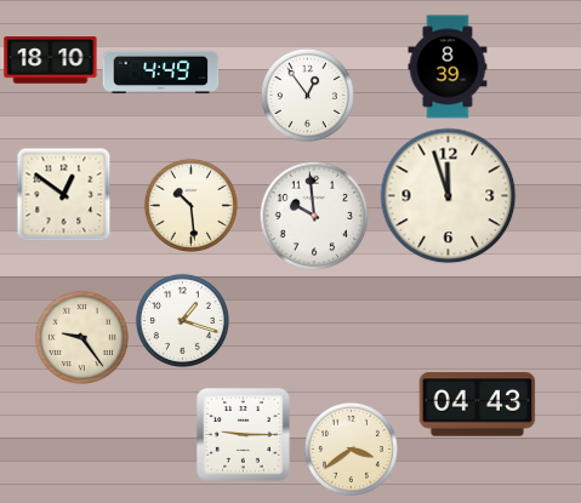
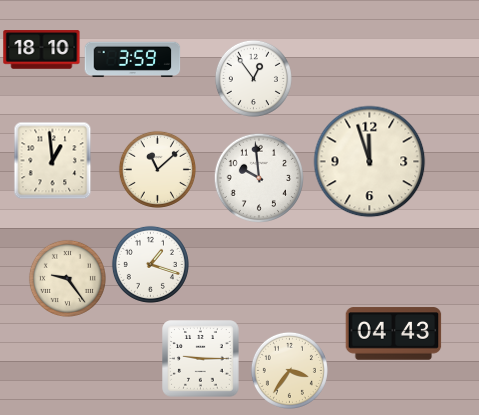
clock at (448, 67): 8:39 -> none
clock at (161, 73): 4:49 -> 3:59
clock at (63, 194): 12:51 -> 12:59
clock at (190, 205): 10:29 -> 11:08
clock at (351, 448): 3:39 -> 3:36
